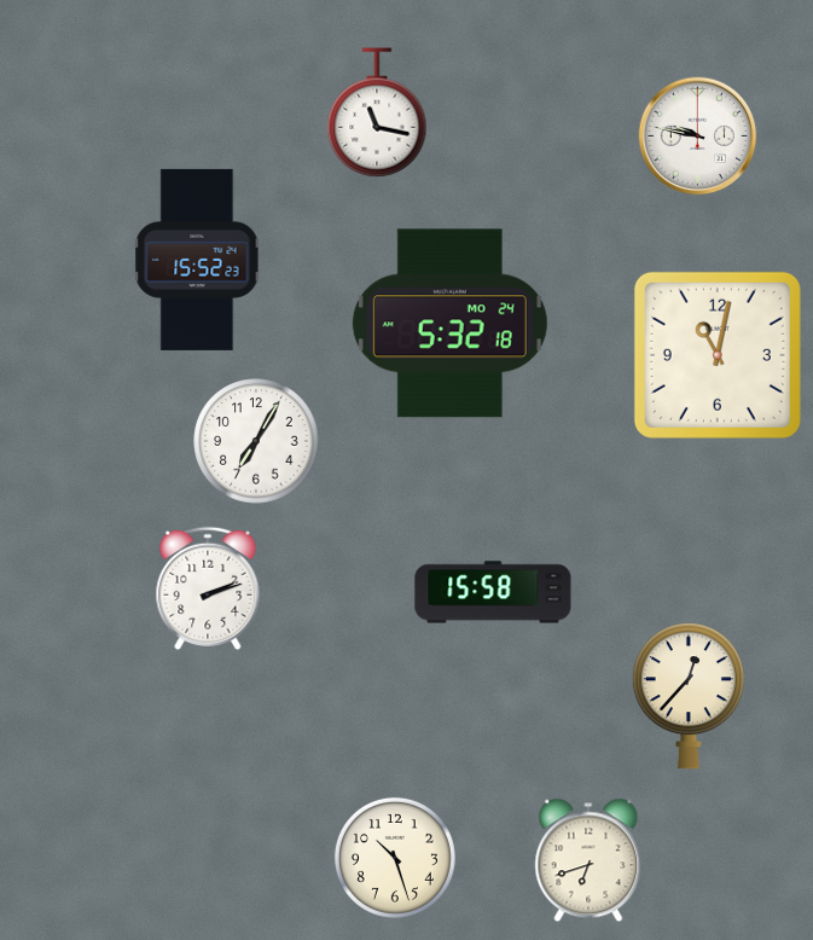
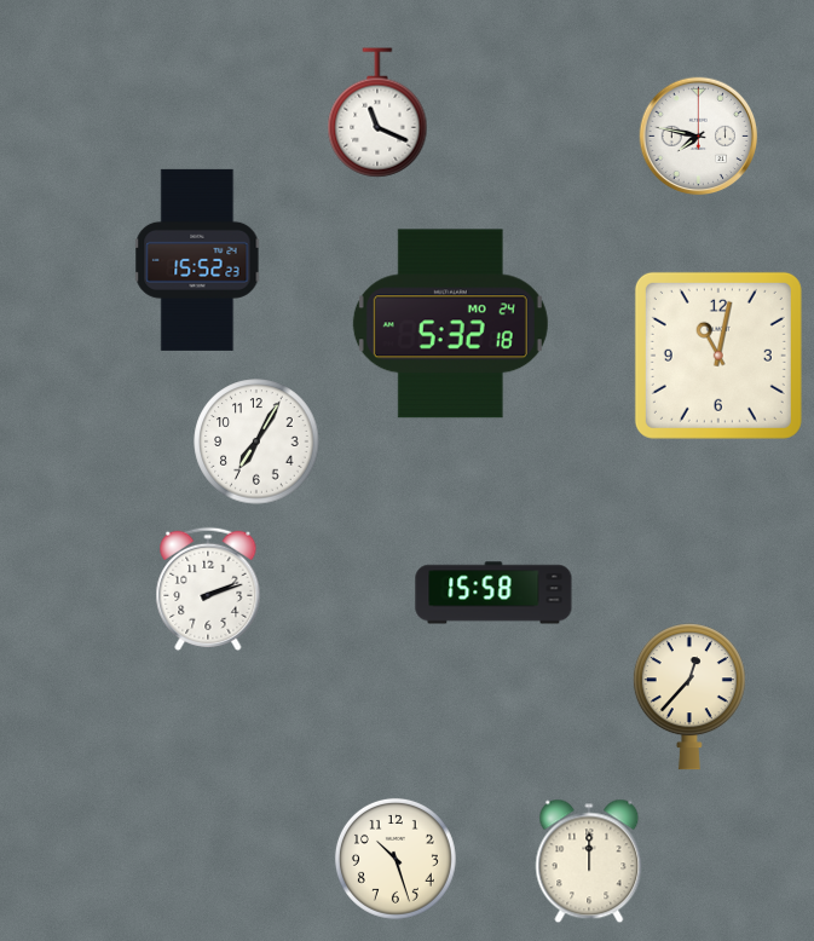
clock at (377, 112): 11:17 -> 11:19
clock at (698, 137): 9:47 -> 7:47
clock at (588, 860): 6:42 -> 12:00
